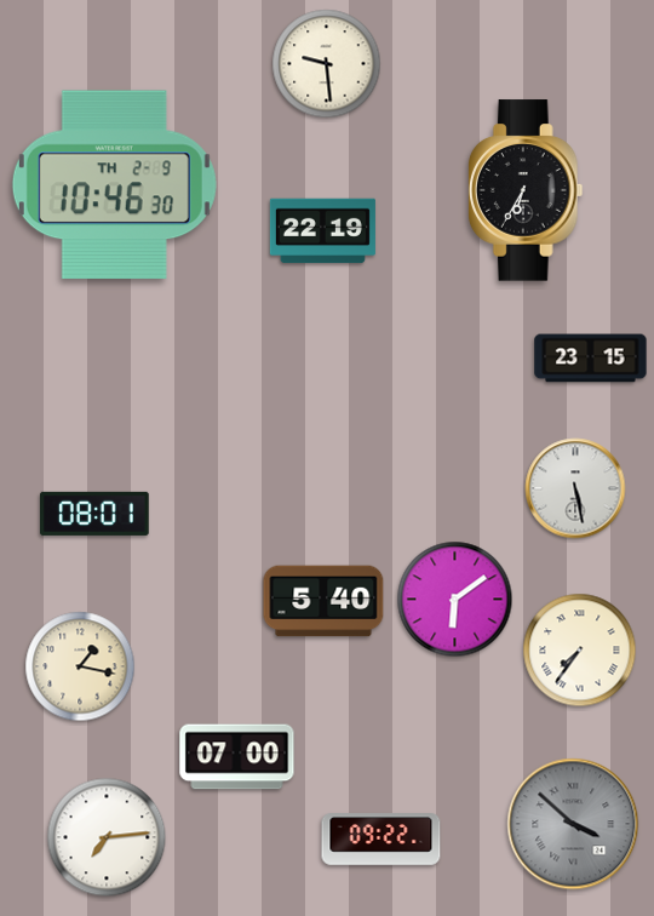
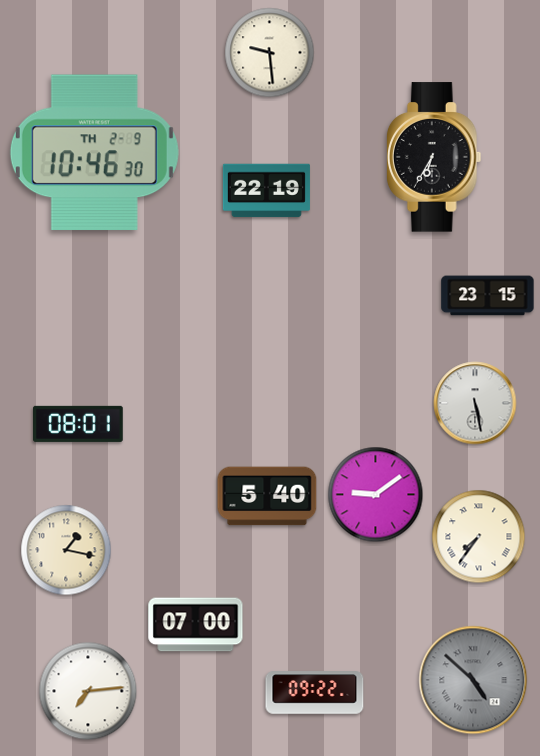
clock at (455, 600): 6:09 -> 9:09
clock at (573, 824): 3:52 -> 4:52
